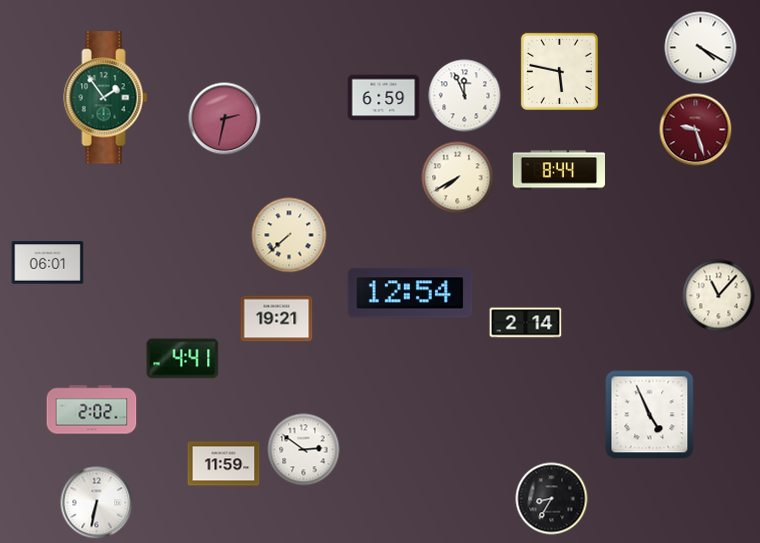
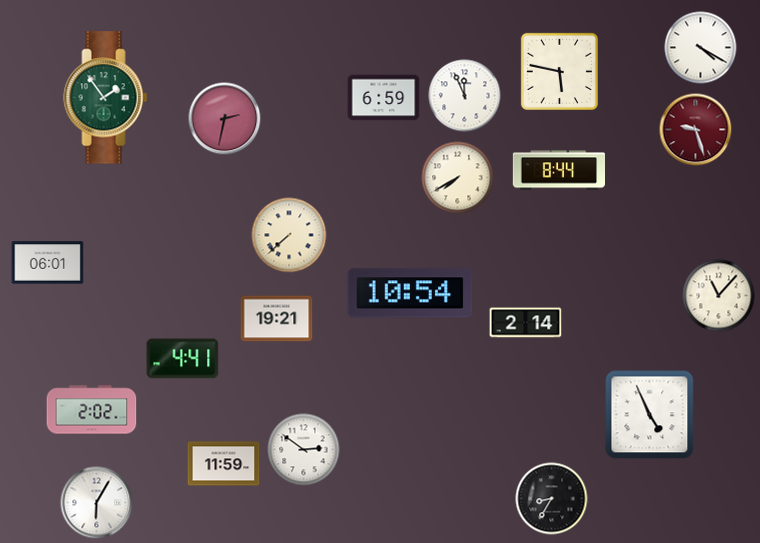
clock at (410, 293): 12:54 -> 10:54
clock at (97, 503): 6:32 -> 6:05
